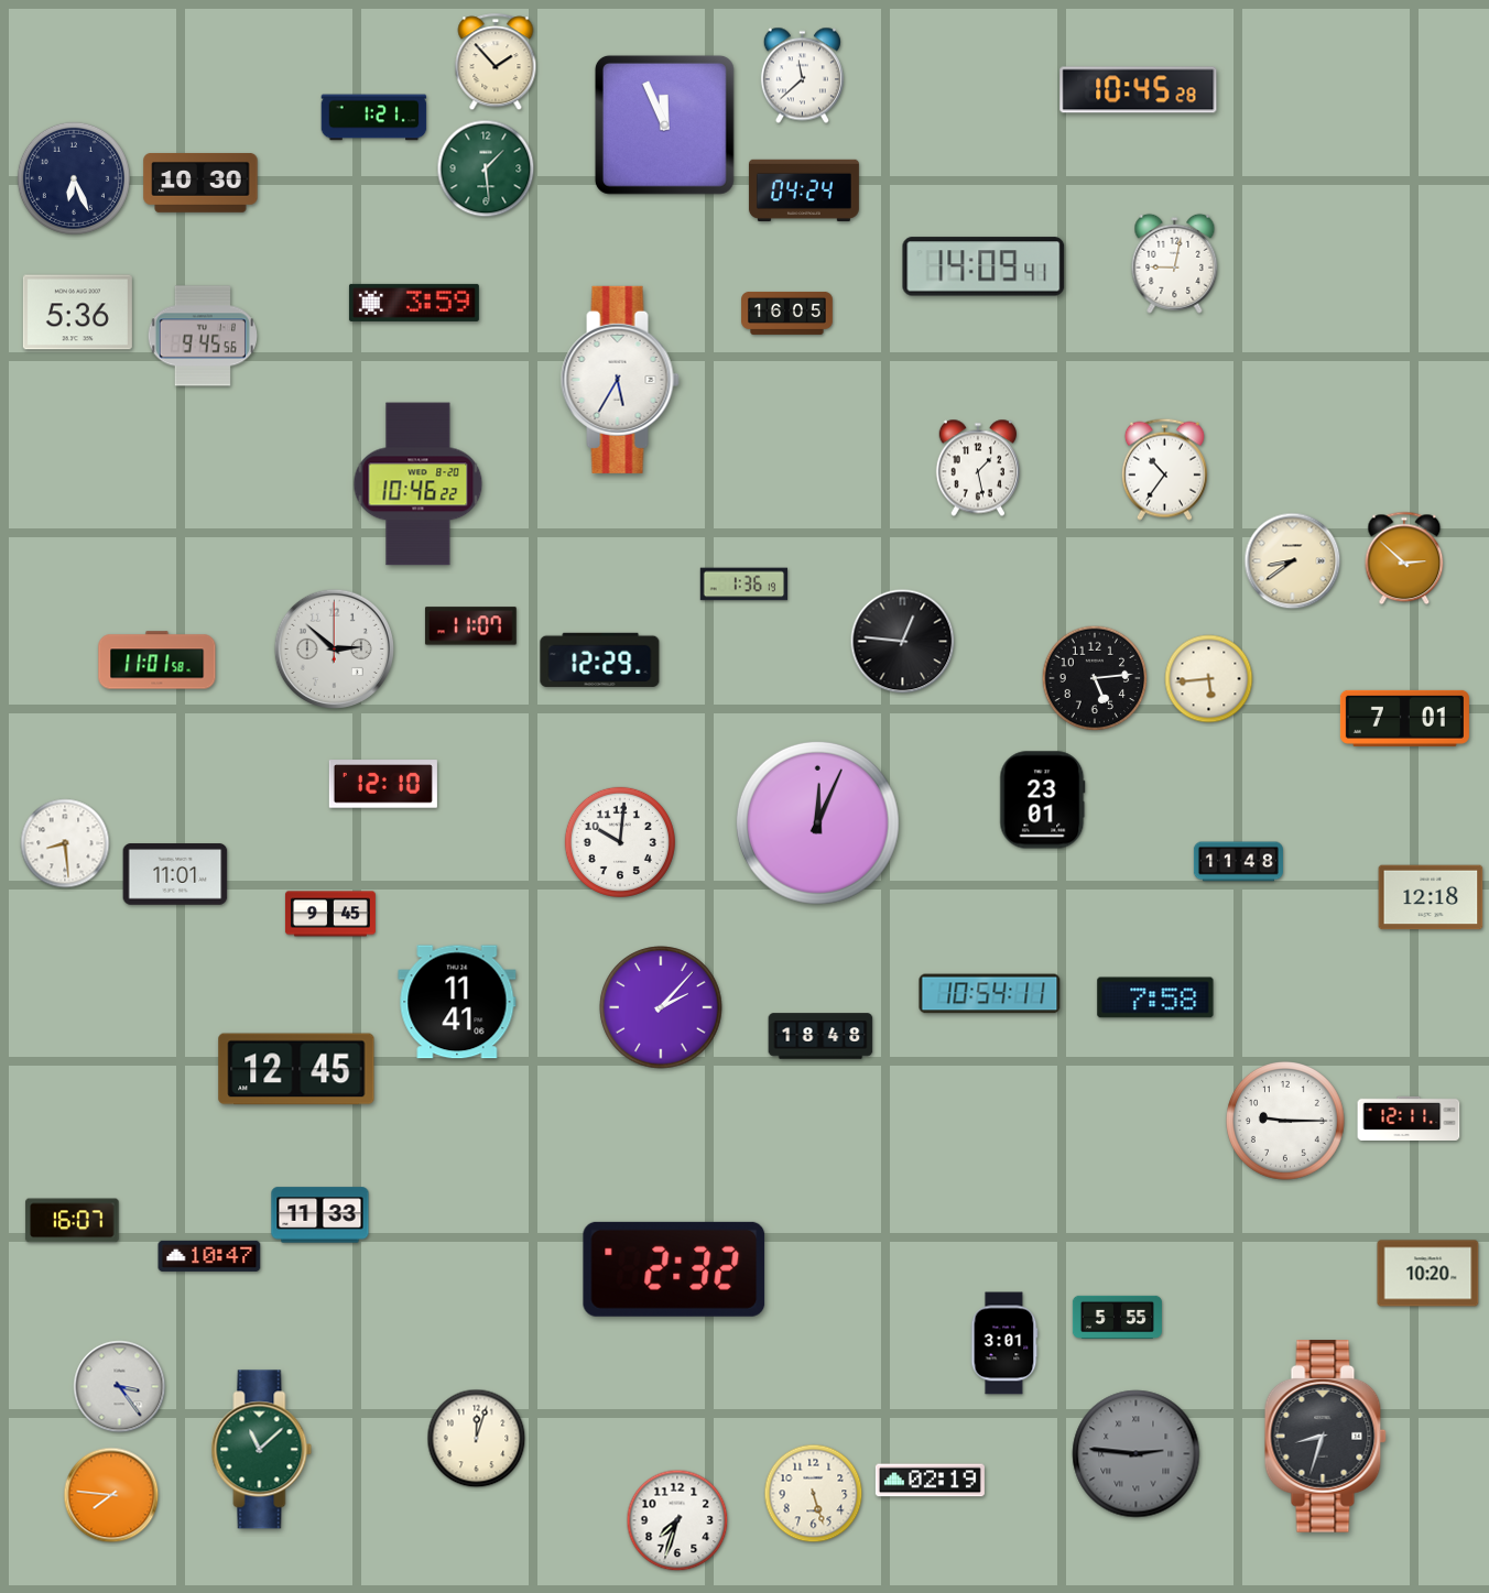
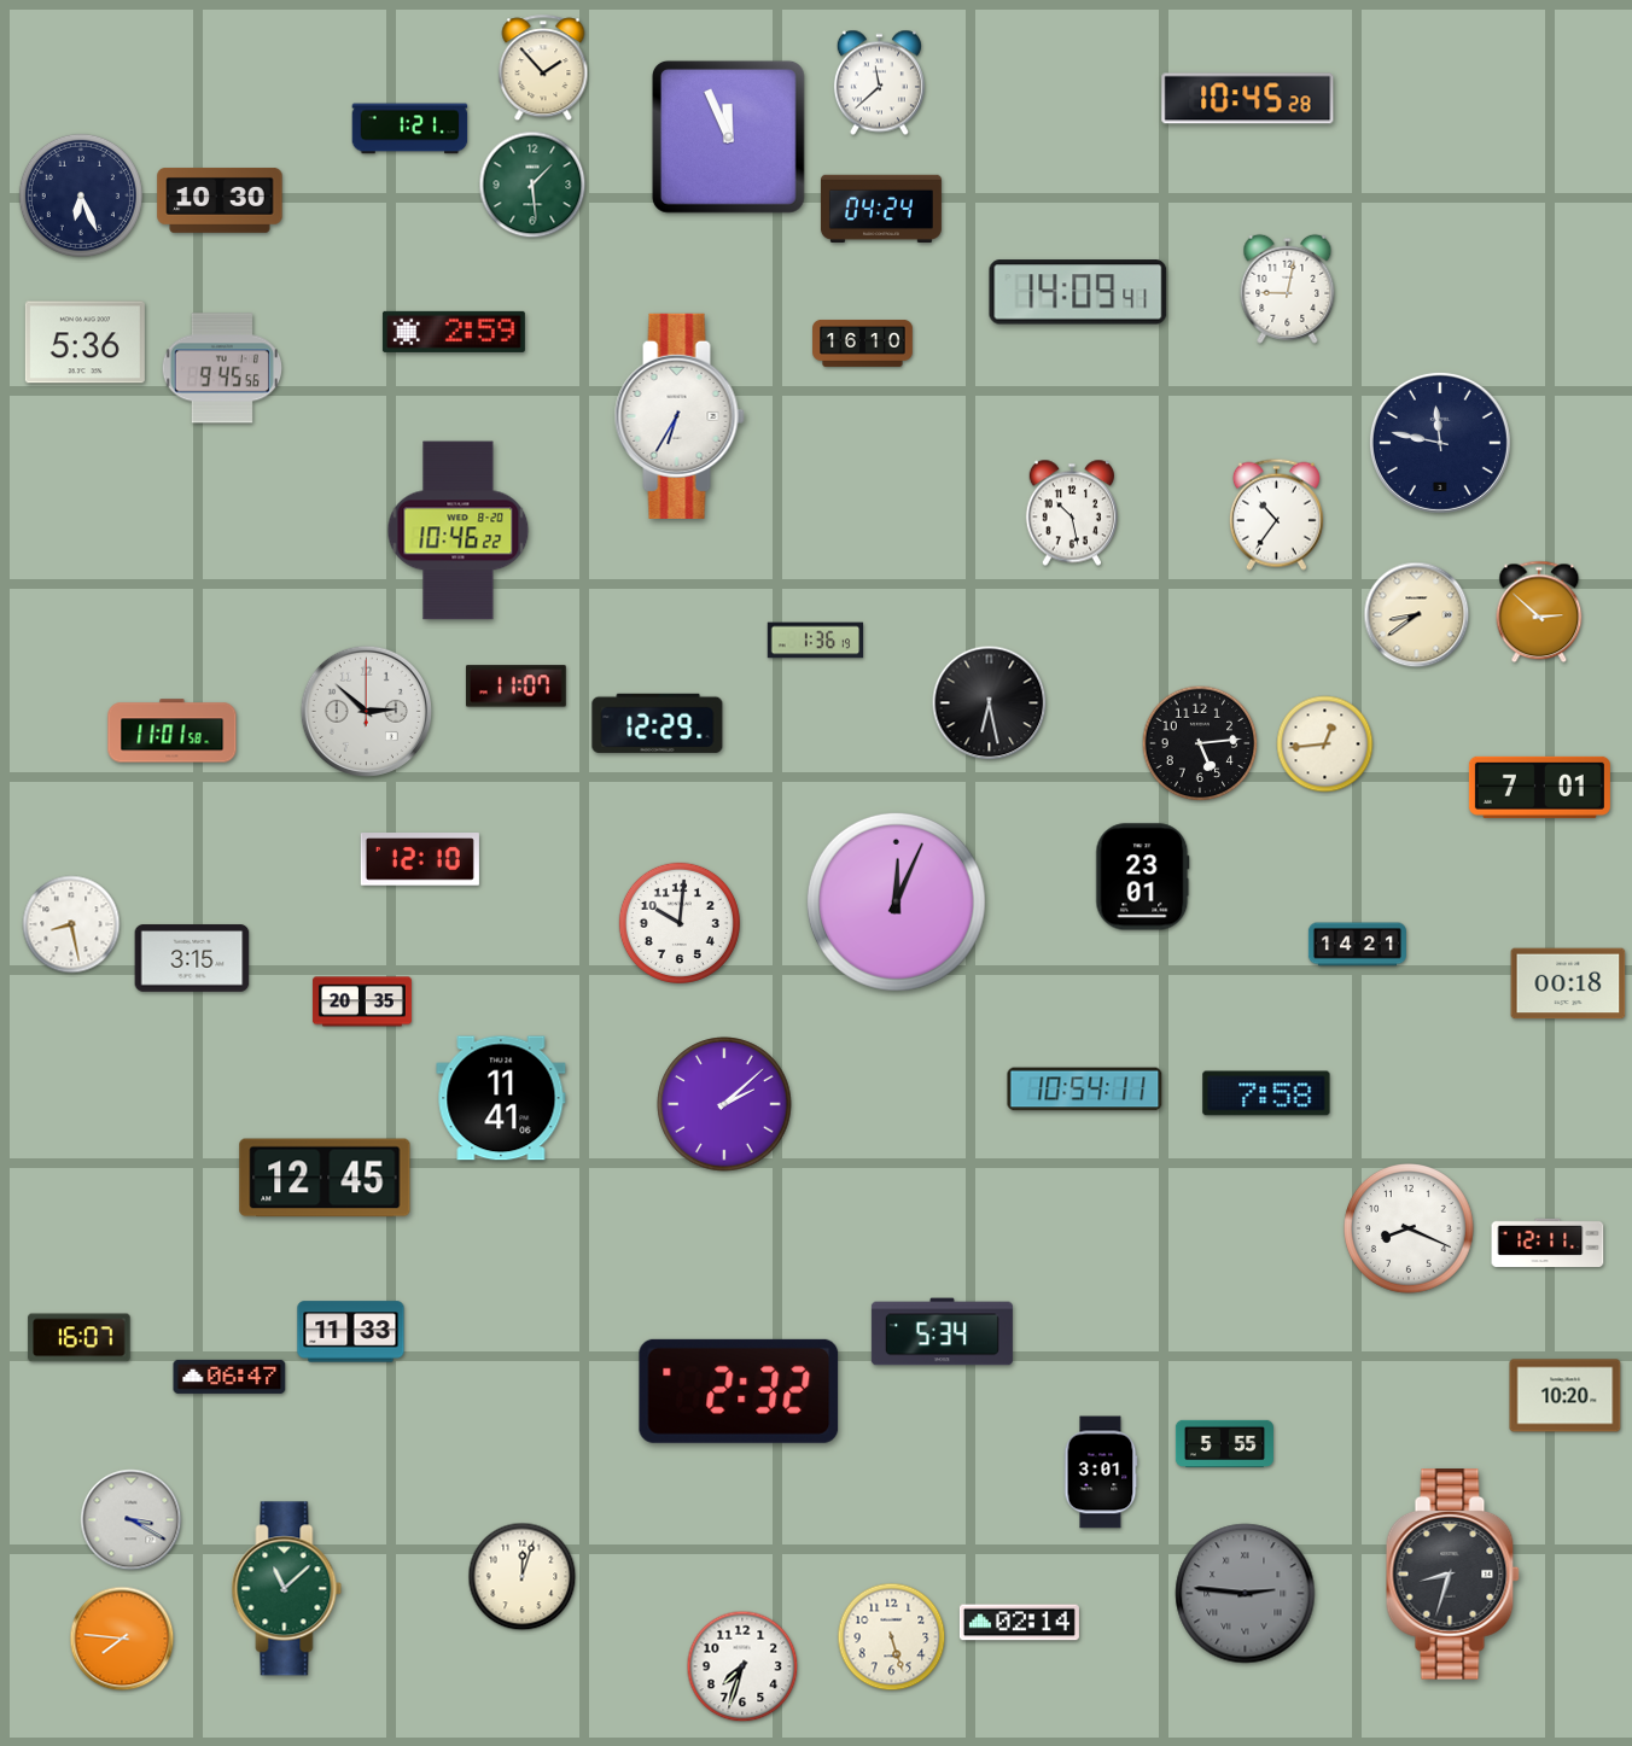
clock at (414, 303): 3:59 -> 2:59
clock at (787, 313): 16:05 -> 16:10
clock at (620, 380): 5:35 -> 6:35
clock at (1440, 443): none -> 11:47
clock at (977, 468): 1:28 -> 10:28
clock at (903, 642): 12:46 -> 6:28
clock at (157, 661) position: (157, 661) -> (173, 731)
clock at (1209, 679): 5:44 -> 12:44
clock at (65, 843): 8:29 -> 8:28
clock at (1238, 862): 11:48 -> 14:21
clock at (175, 874): 11:01 -> 3:15
clock at (1431, 897): 12:18 -> 00:18
clock at (330, 914): 9:45 -> 20:35
clock at (661, 1007): 2:07 -> 2:08
clock at (820, 1036): 18:48 -> none
clock at (296, 1069) position: (296, 1069) -> (325, 1178)
clock at (1409, 1117) position: (1409, 1117) -> (1548, 1242)
clock at (1286, 1122): 9:15 -> 8:19
clock at (942, 1332): none -> 5:34
clock at (209, 1256): 10:47 -> 06:47
clock at (120, 1387): 3:24 -> 3:20
clock at (930, 1481): 02:19 -> 02:14
